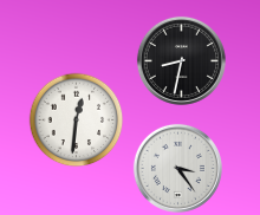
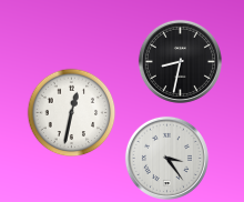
clock at (181, 60) position: (181, 60) -> (180, 61)
clock at (77, 120): 12:31 -> 12:32
